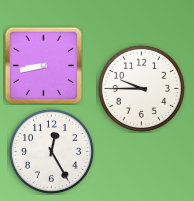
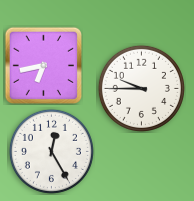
clock at (43, 65): 8:43 -> 6:43
